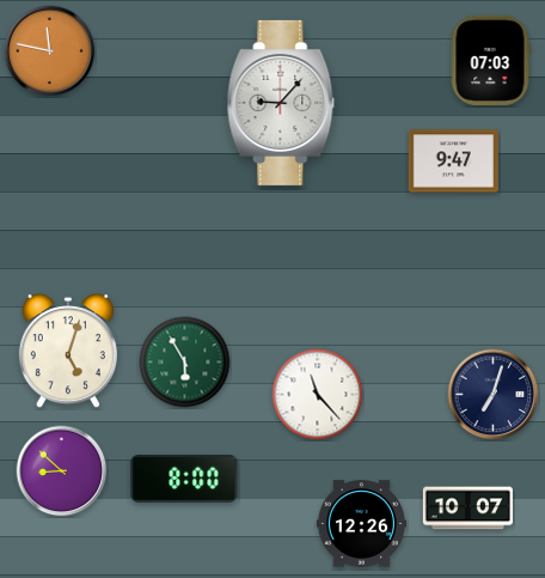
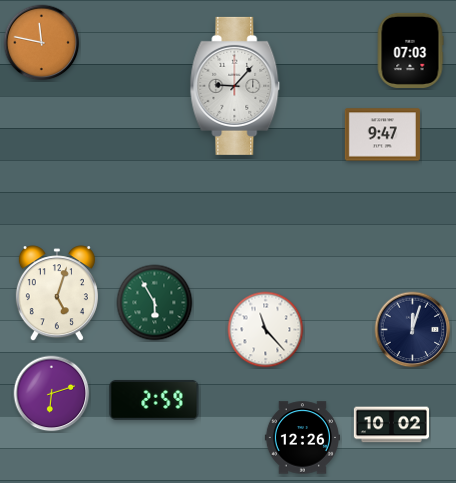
clock at (453, 162) position: (453, 162) -> (382, 135)
clock at (494, 395): 7:03 -> 12:03
clock at (62, 471): 8:52 -> 6:12
clock at (184, 479): 8:00 -> 2:59
clock at (467, 509): 10:07 -> 10:02
